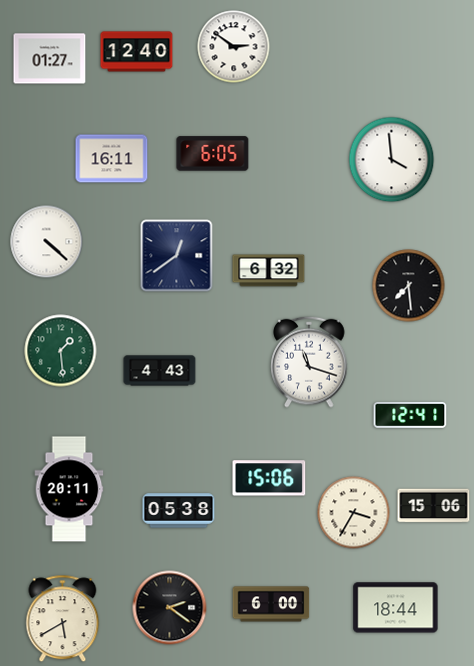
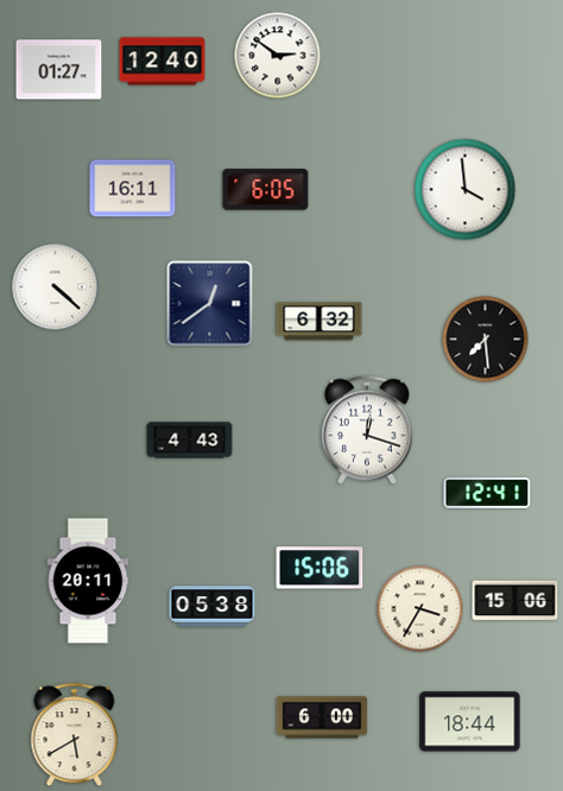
clock at (213, 154) position: (213, 154) -> (266, 190)
clock at (61, 351): 1:29 -> none
clock at (309, 362): 11:18 -> 12:18
clock at (69, 489) position: (69, 489) -> (88, 581)
clock at (170, 608): 2:21 -> none
